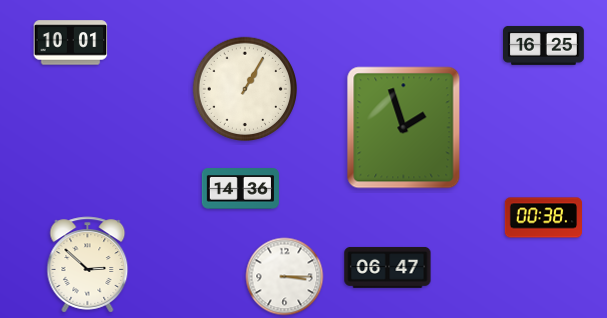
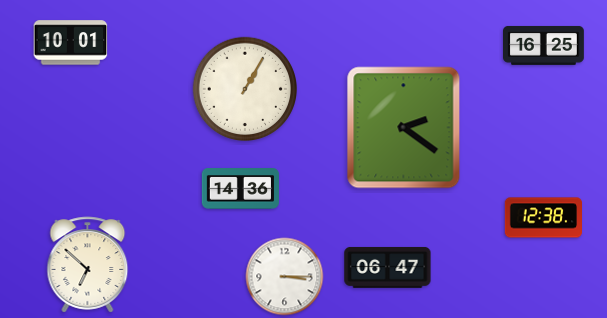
clock at (404, 128): 1:57 -> 2:21
clock at (543, 218): 00:38 -> 12:38
clock at (88, 265): 2:52 -> 6:52
